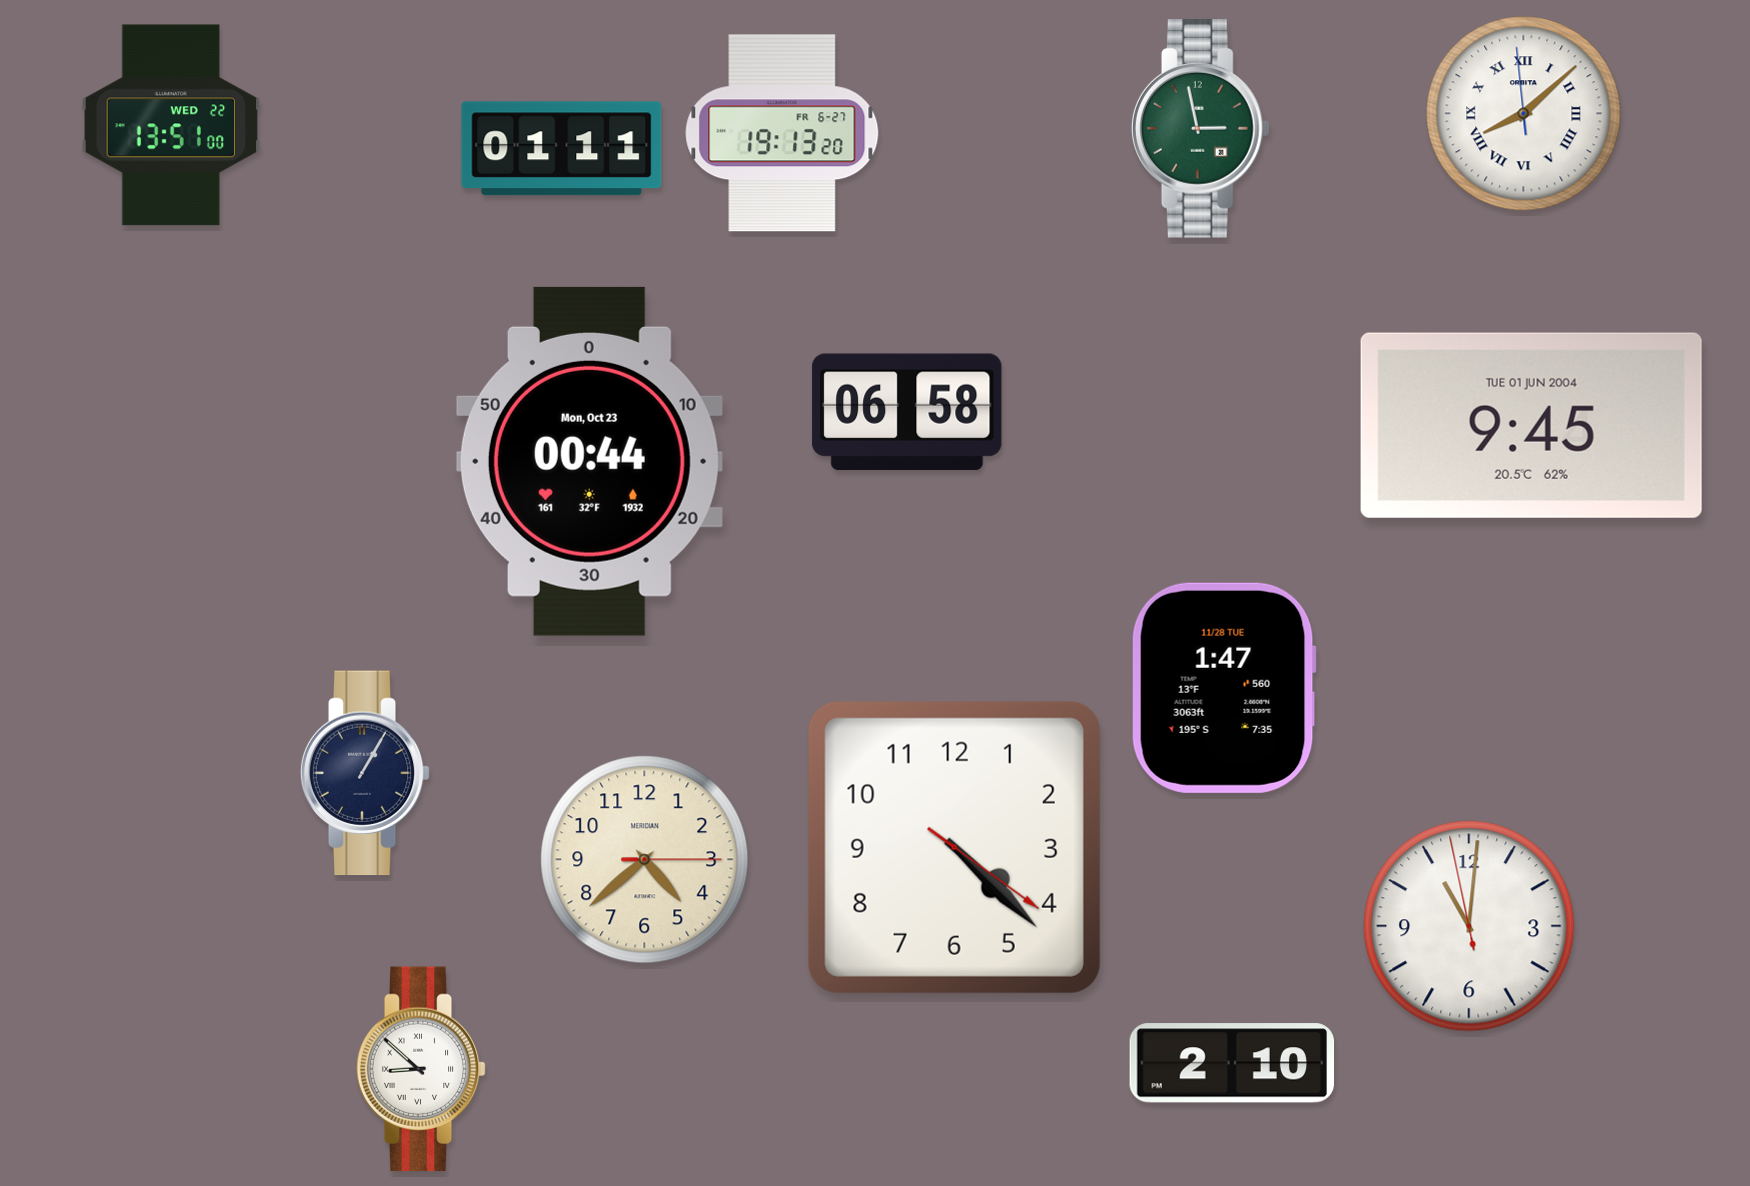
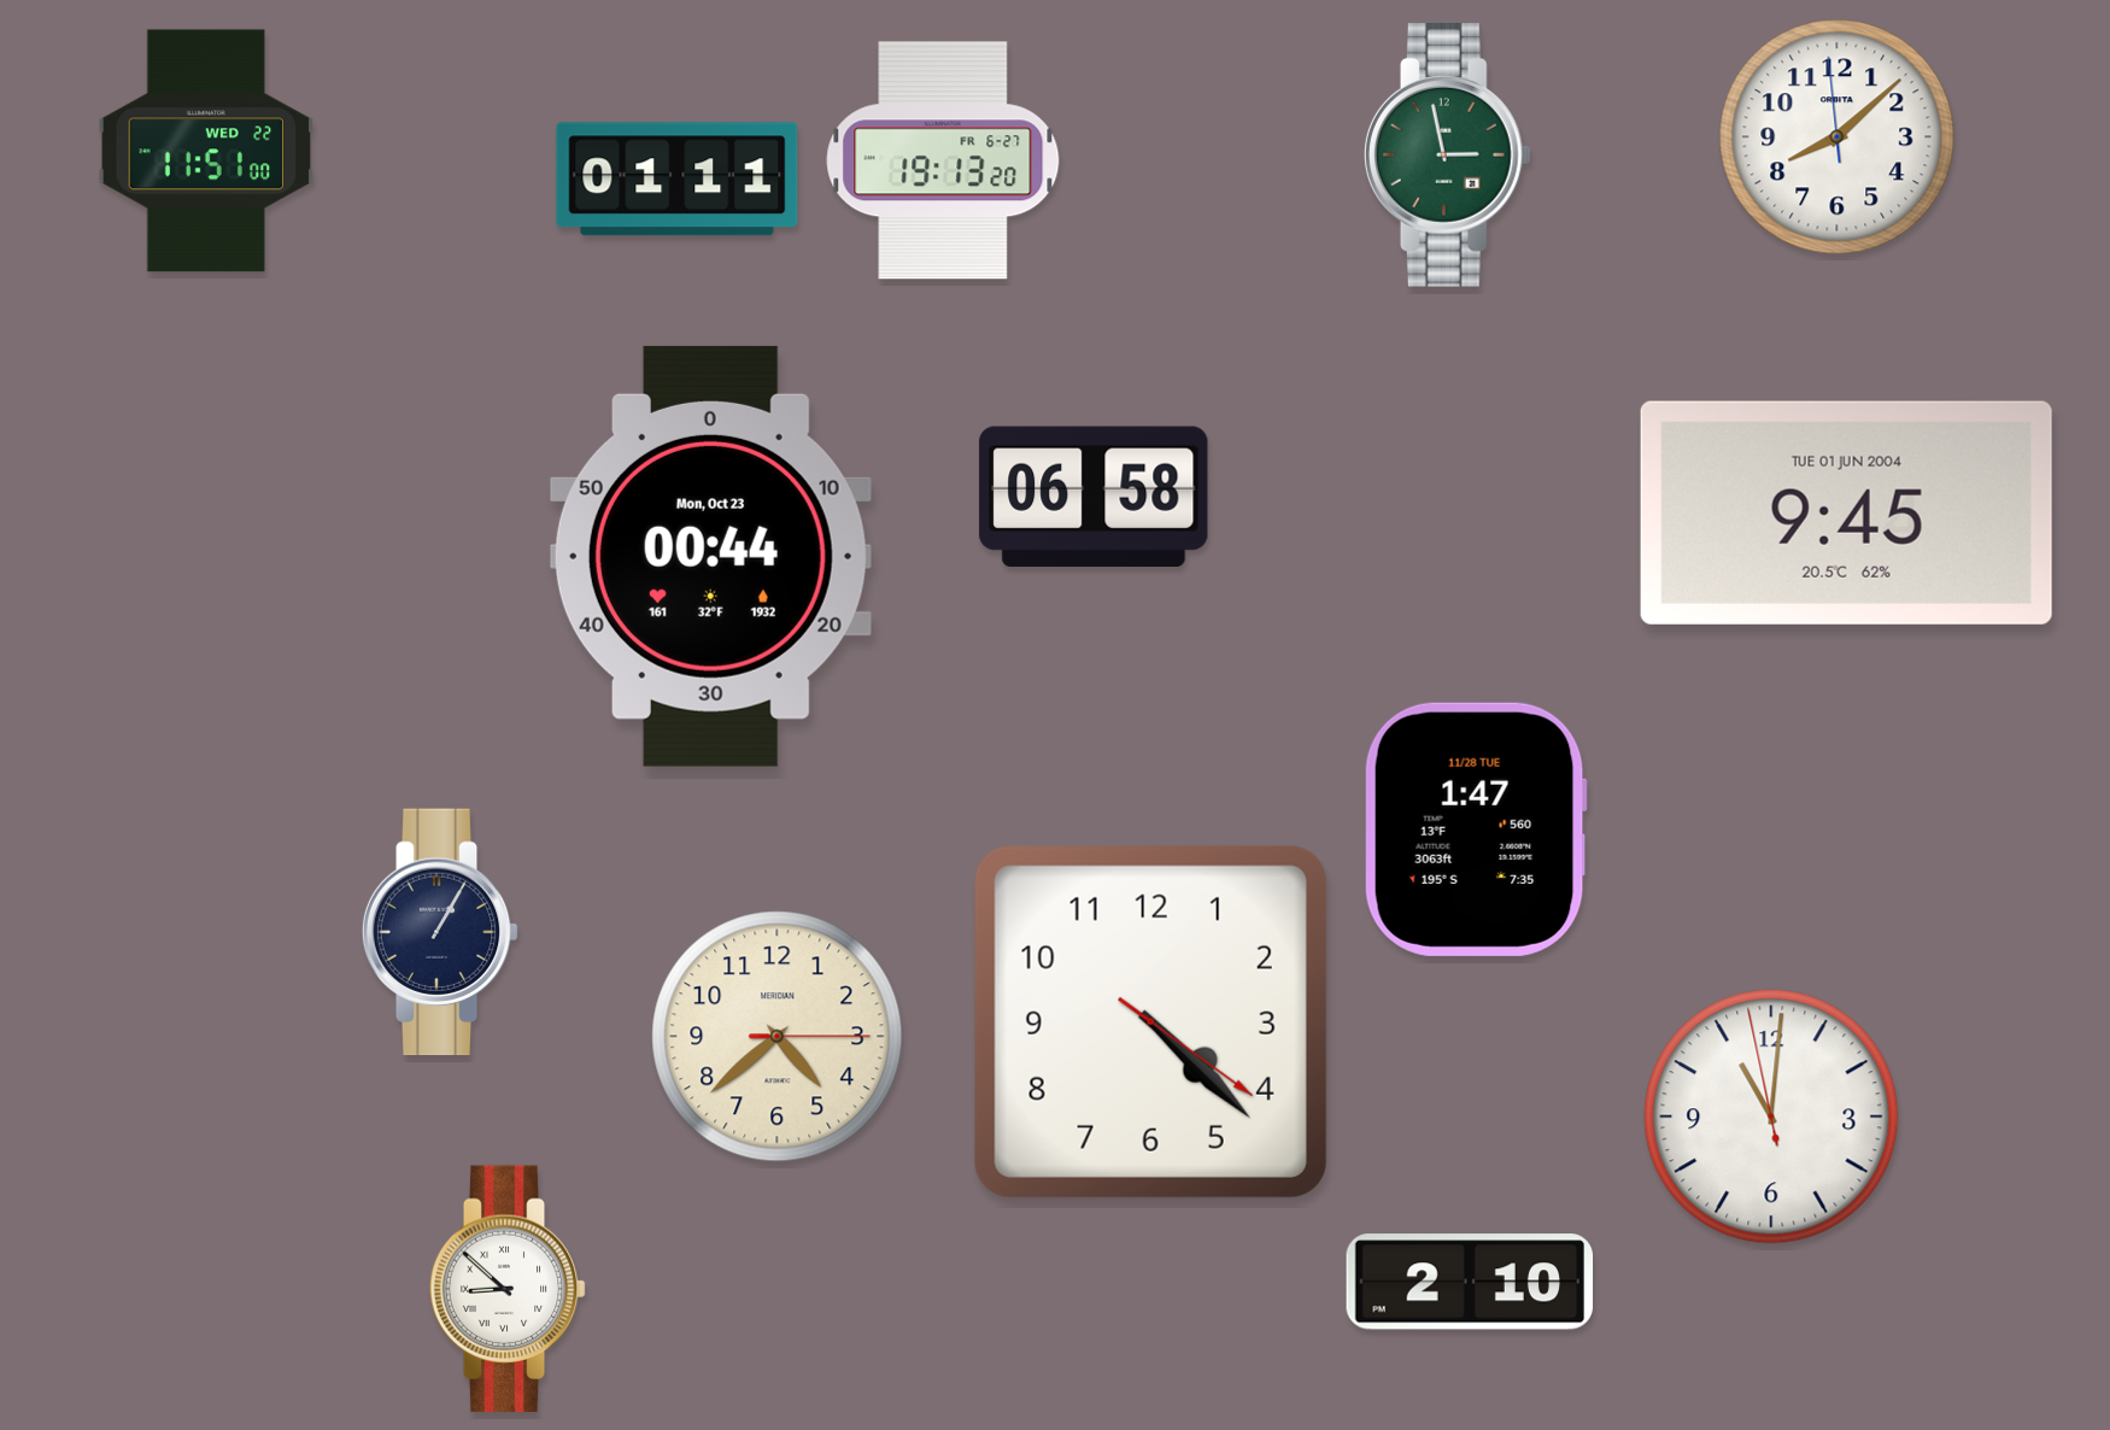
clock at (1524, 114) numerals: Roman -> Arabic
clock at (171, 125): 13:51 -> 11:51
clock at (1232, 1063) position: (1232, 1063) -> (1470, 1282)
